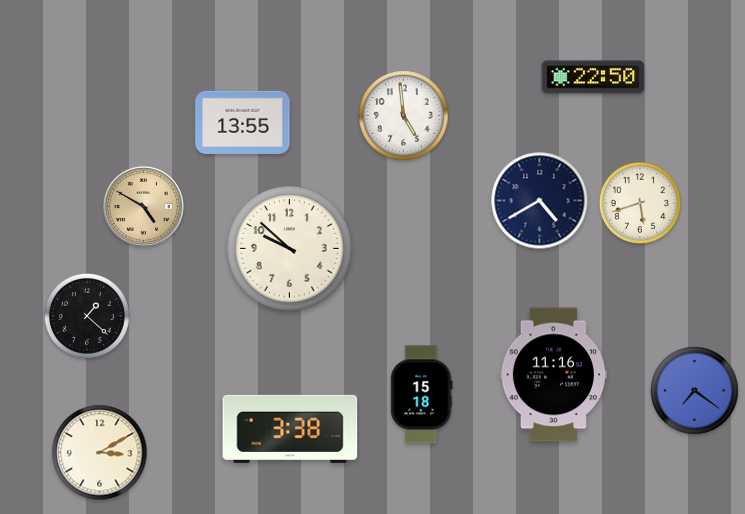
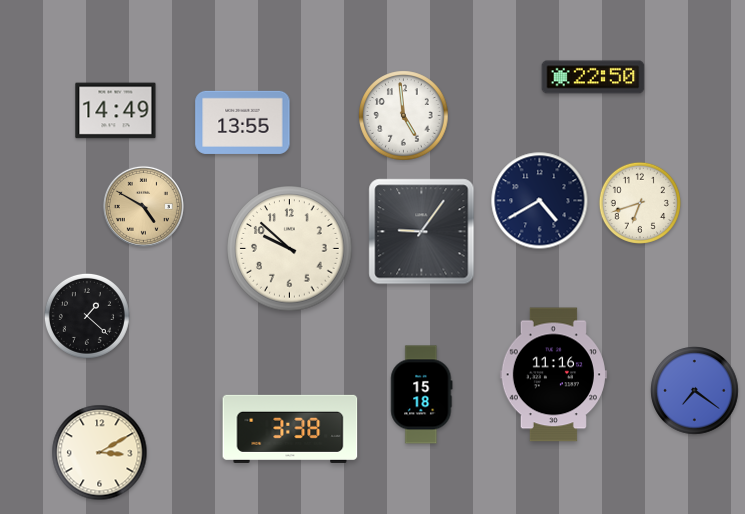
clock at (116, 111): none -> 14:49
clock at (639, 202): 5:42 -> 6:42
clock at (422, 232): none -> 9:06
